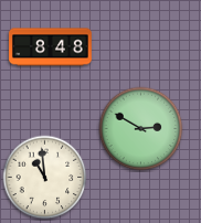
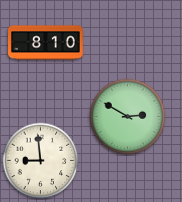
clock at (51, 47): 8:48 -> 8:10
clock at (45, 178): 10:59 -> 8:59
